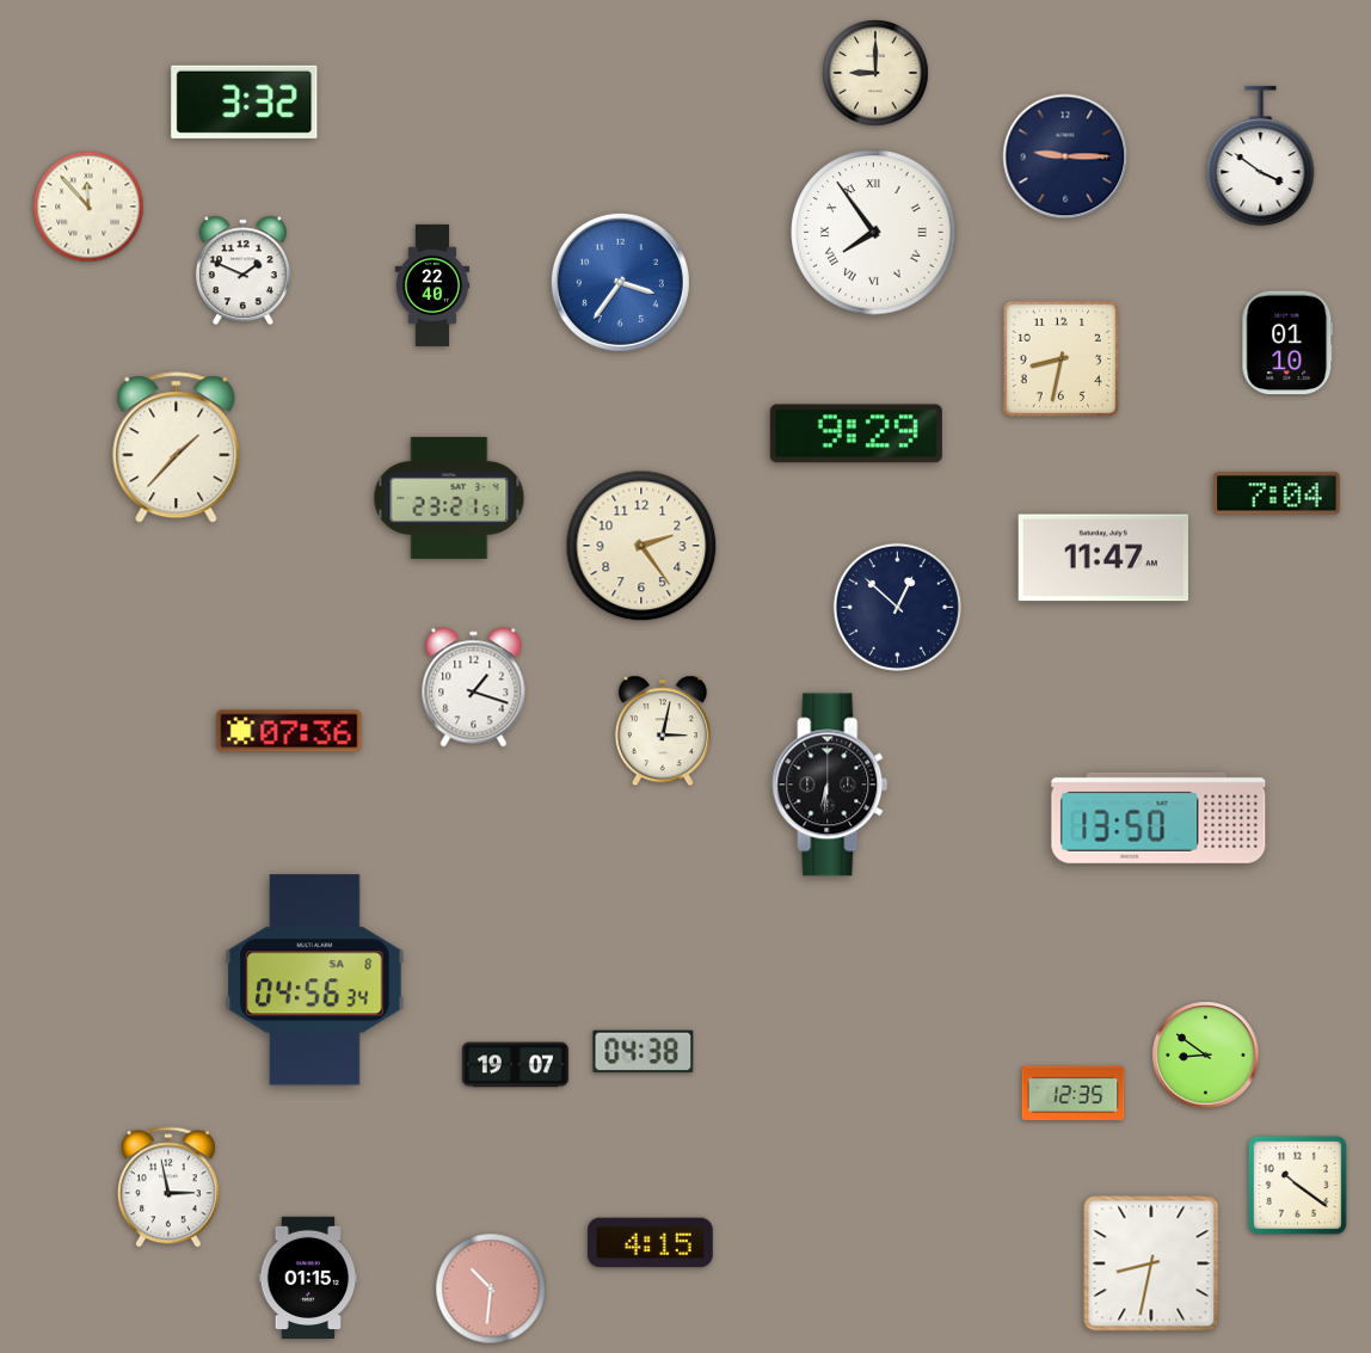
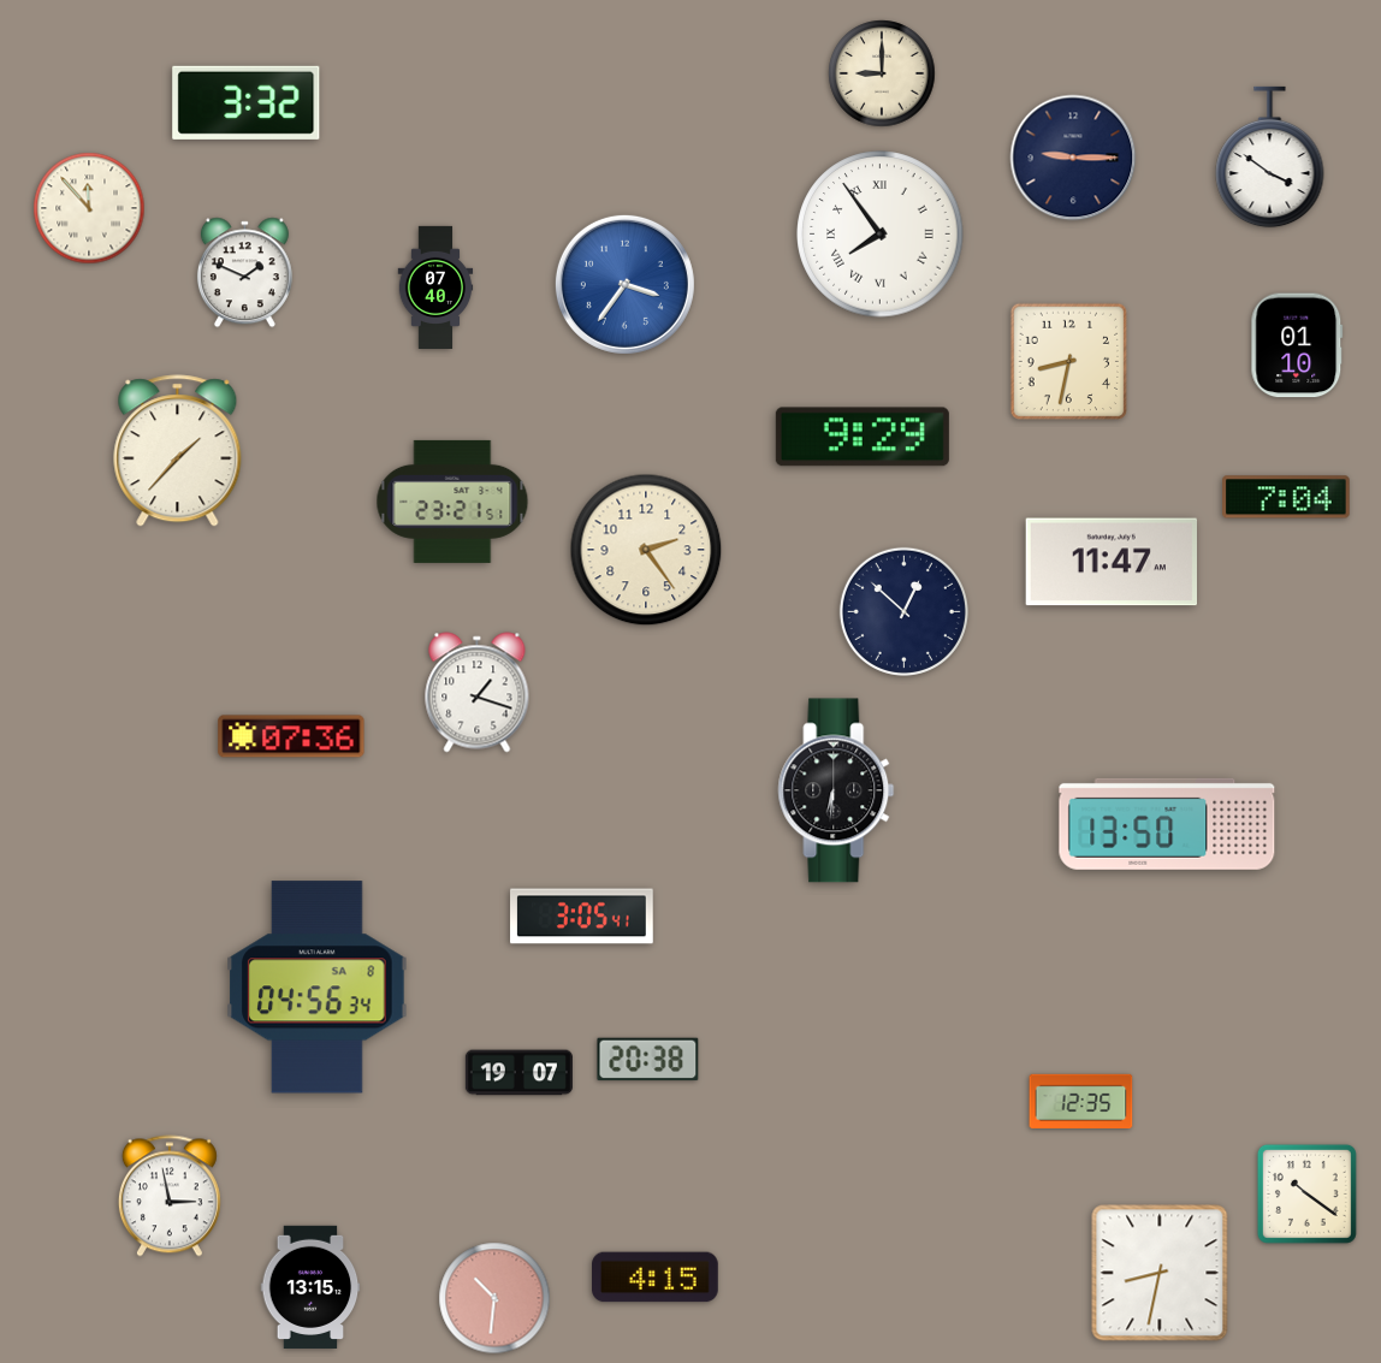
clock at (432, 284): 22:40 -> 07:40
clock at (663, 731): 3:02 -> none
clock at (582, 917): none -> 3:05
clock at (644, 1052): 04:38 -> 20:38
clock at (1206, 1056): 8:51 -> none
clock at (651, 1243) position: (651, 1243) -> (656, 1278)
clock at (308, 1278): 01:15 -> 13:15
